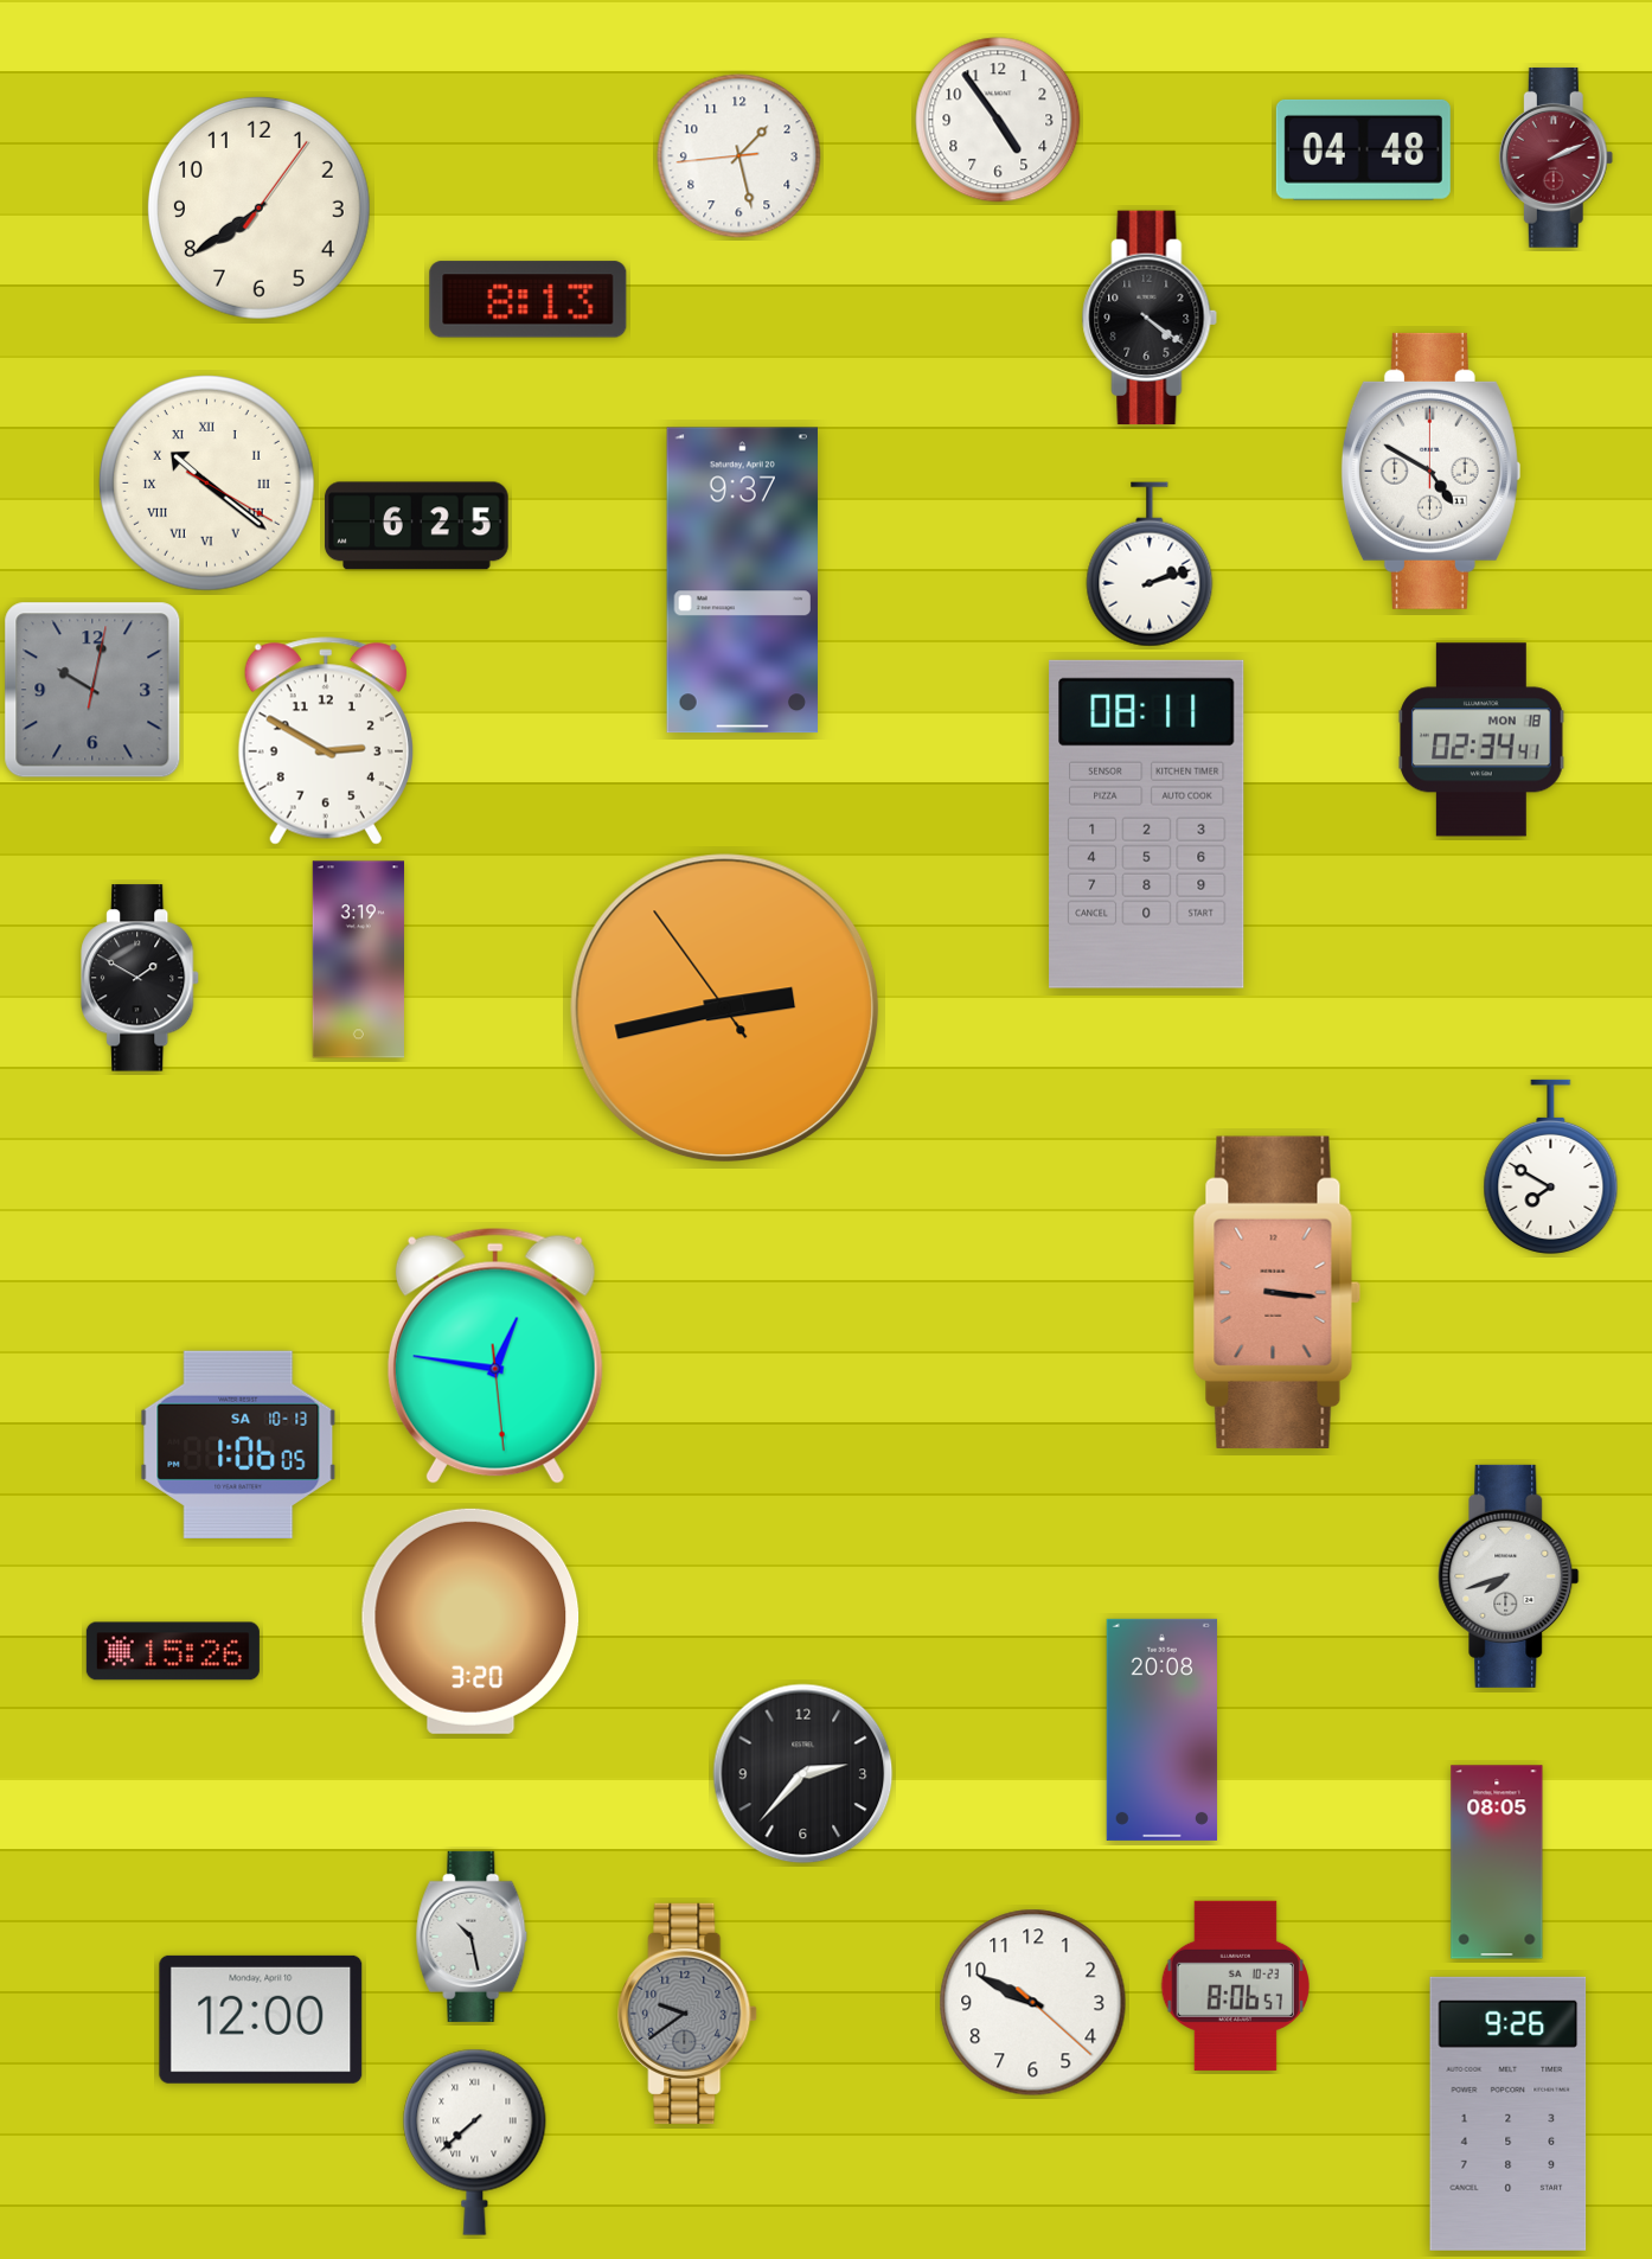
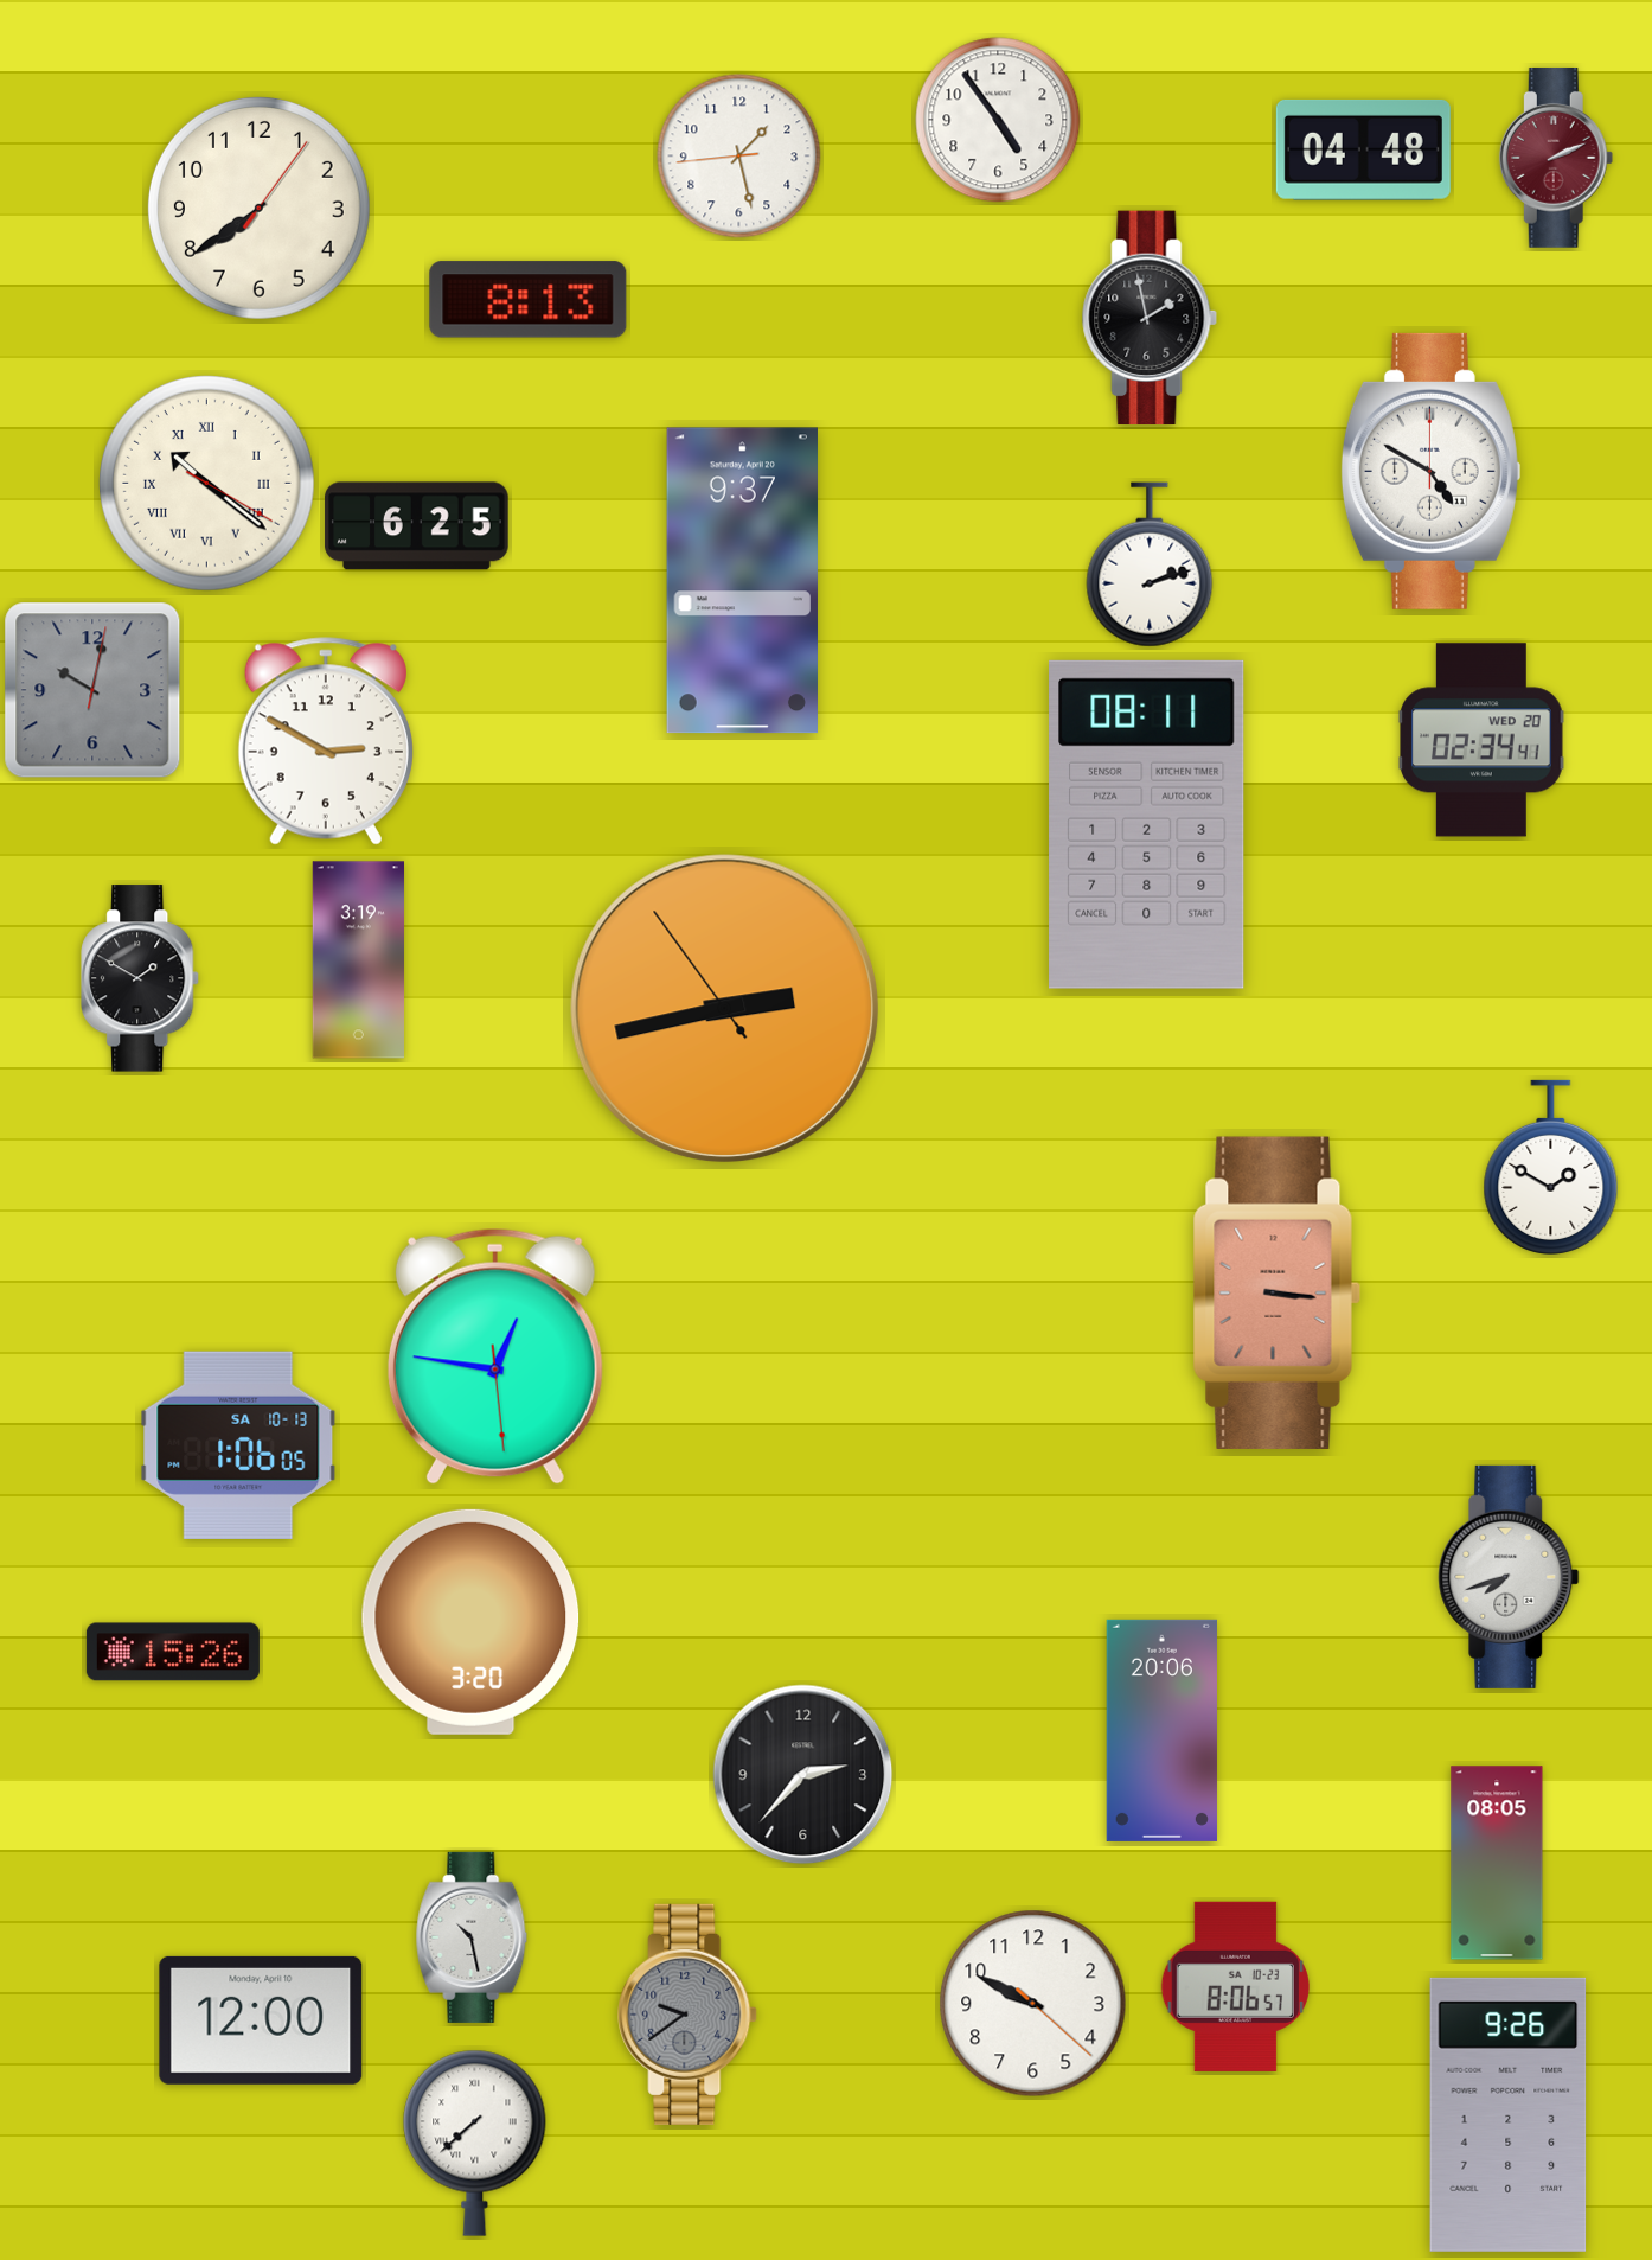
clock at (1150, 318): 4:21 -> 1:58
clock at (1481, 740) date: MON 18 -> WED 20
clock at (1551, 1166): 7:50 -> 1:50
clock at (1161, 1729): 20:08 -> 20:06
